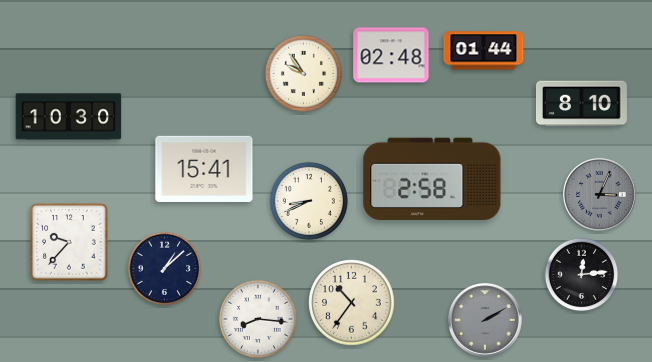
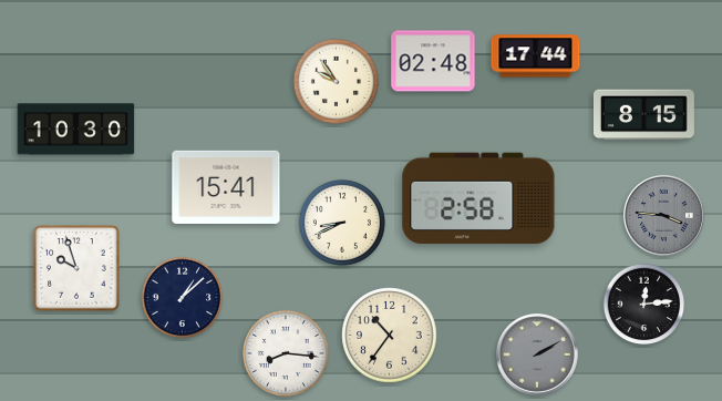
clock at (484, 51): 01:44 -> 17:44
clock at (581, 104): 8:10 -> 8:15
clock at (600, 195): 3:04 -> 3:46
clock at (69, 242): 9:37 -> 9:57
